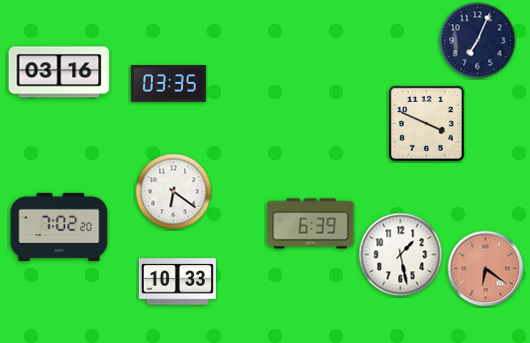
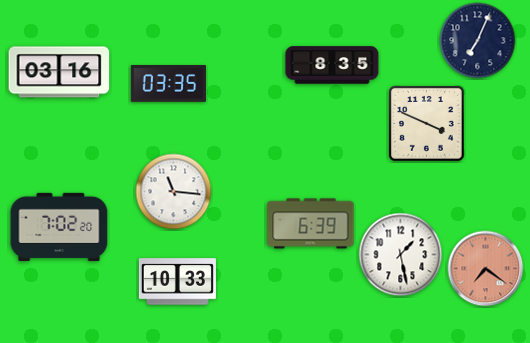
clock at (332, 65): none -> 8:35
clock at (174, 192): 6:21 -> 11:16
clock at (486, 269): 6:21 -> 7:21
